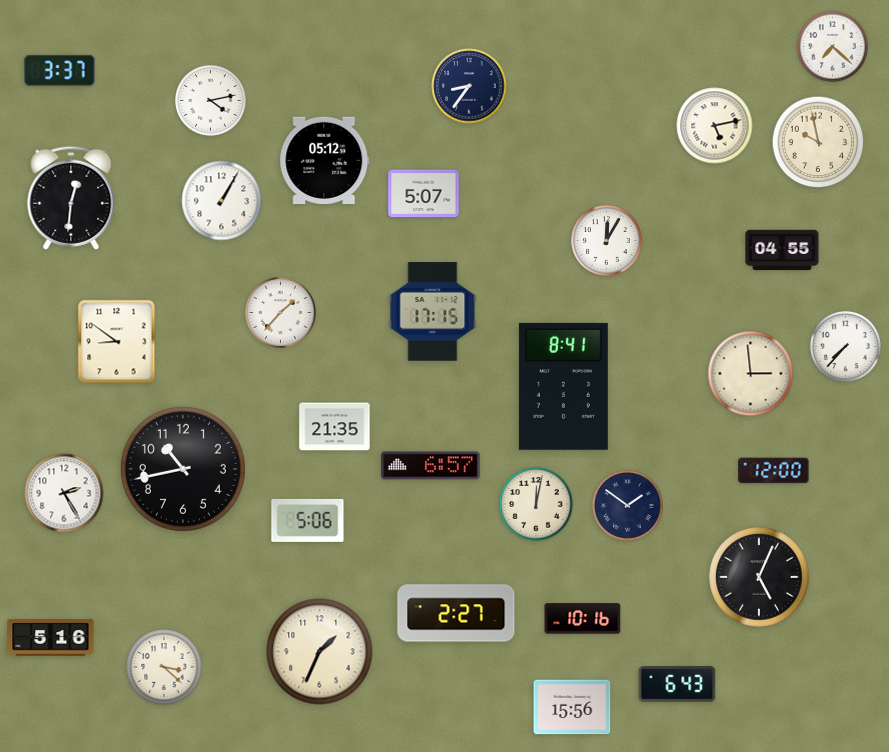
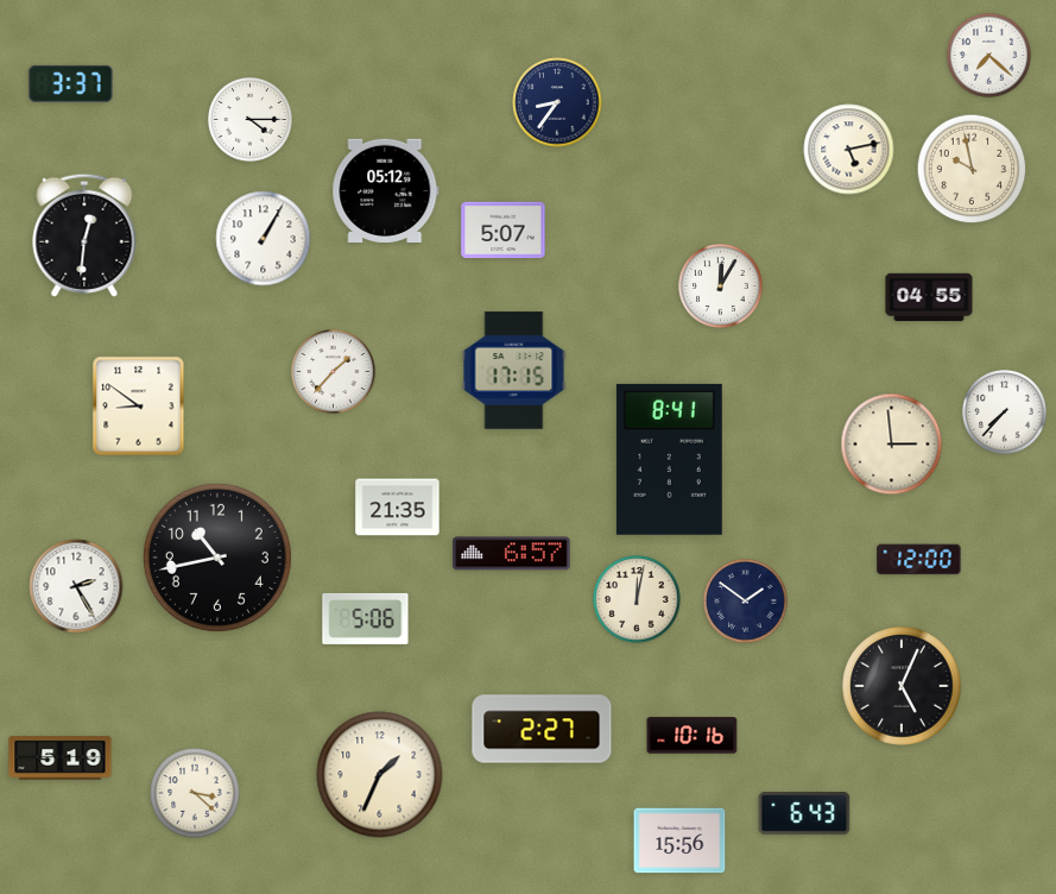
clock at (211, 101): 4:13 -> 4:15
clock at (51, 638): 5:16 -> 5:19
